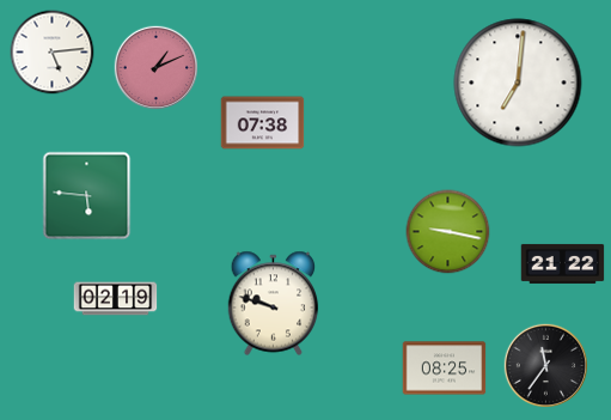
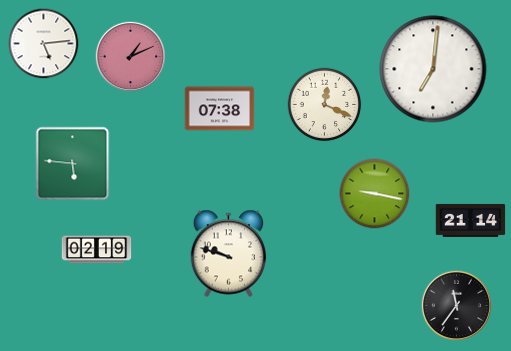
clock at (263, 123) position: (263, 123) -> (220, 109)
clock at (325, 105): none -> 12:19
clock at (563, 263): 21:22 -> 21:14
clock at (445, 369): 08:25 -> none
